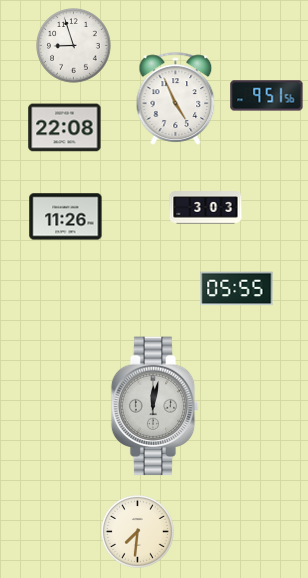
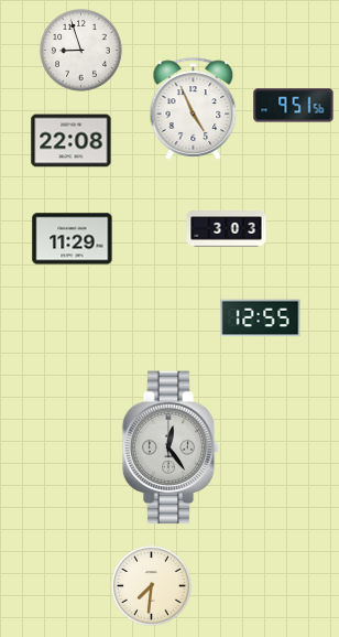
clock at (66, 217): 11:26 -> 11:29
clock at (237, 289): 05:55 -> 12:55
clock at (155, 406): 12:02 -> 12:24
